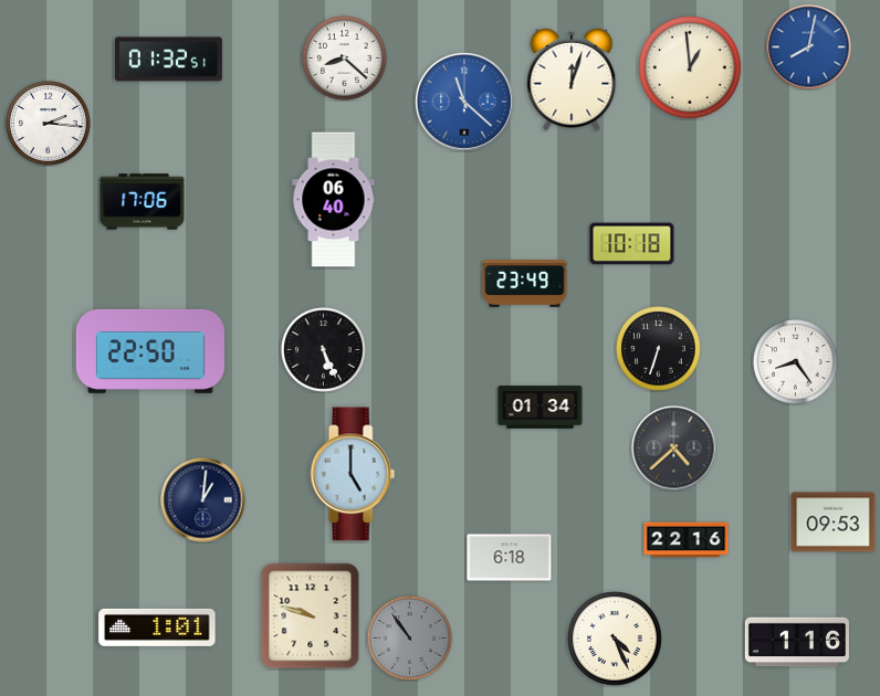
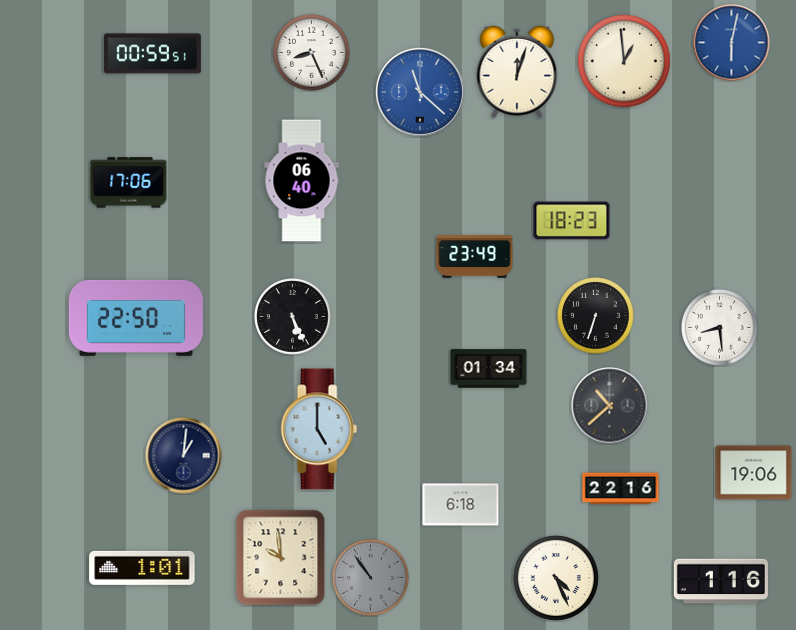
clock at (809, 48): 8:02 -> 6:02
clock at (345, 59): 8:22 -> 8:26
clock at (168, 60): 01:32 -> 00:59
clock at (49, 124): 2:16 -> none
clock at (632, 244): 10:18 -> 18:23
clock at (796, 362): 8:24 -> 8:29
clock at (674, 449): 4:38 -> 10:38
clock at (203, 500) position: (203, 500) -> (184, 456)
clock at (834, 523): 09:53 -> 19:06
clock at (311, 616): 9:48 -> 9:59
